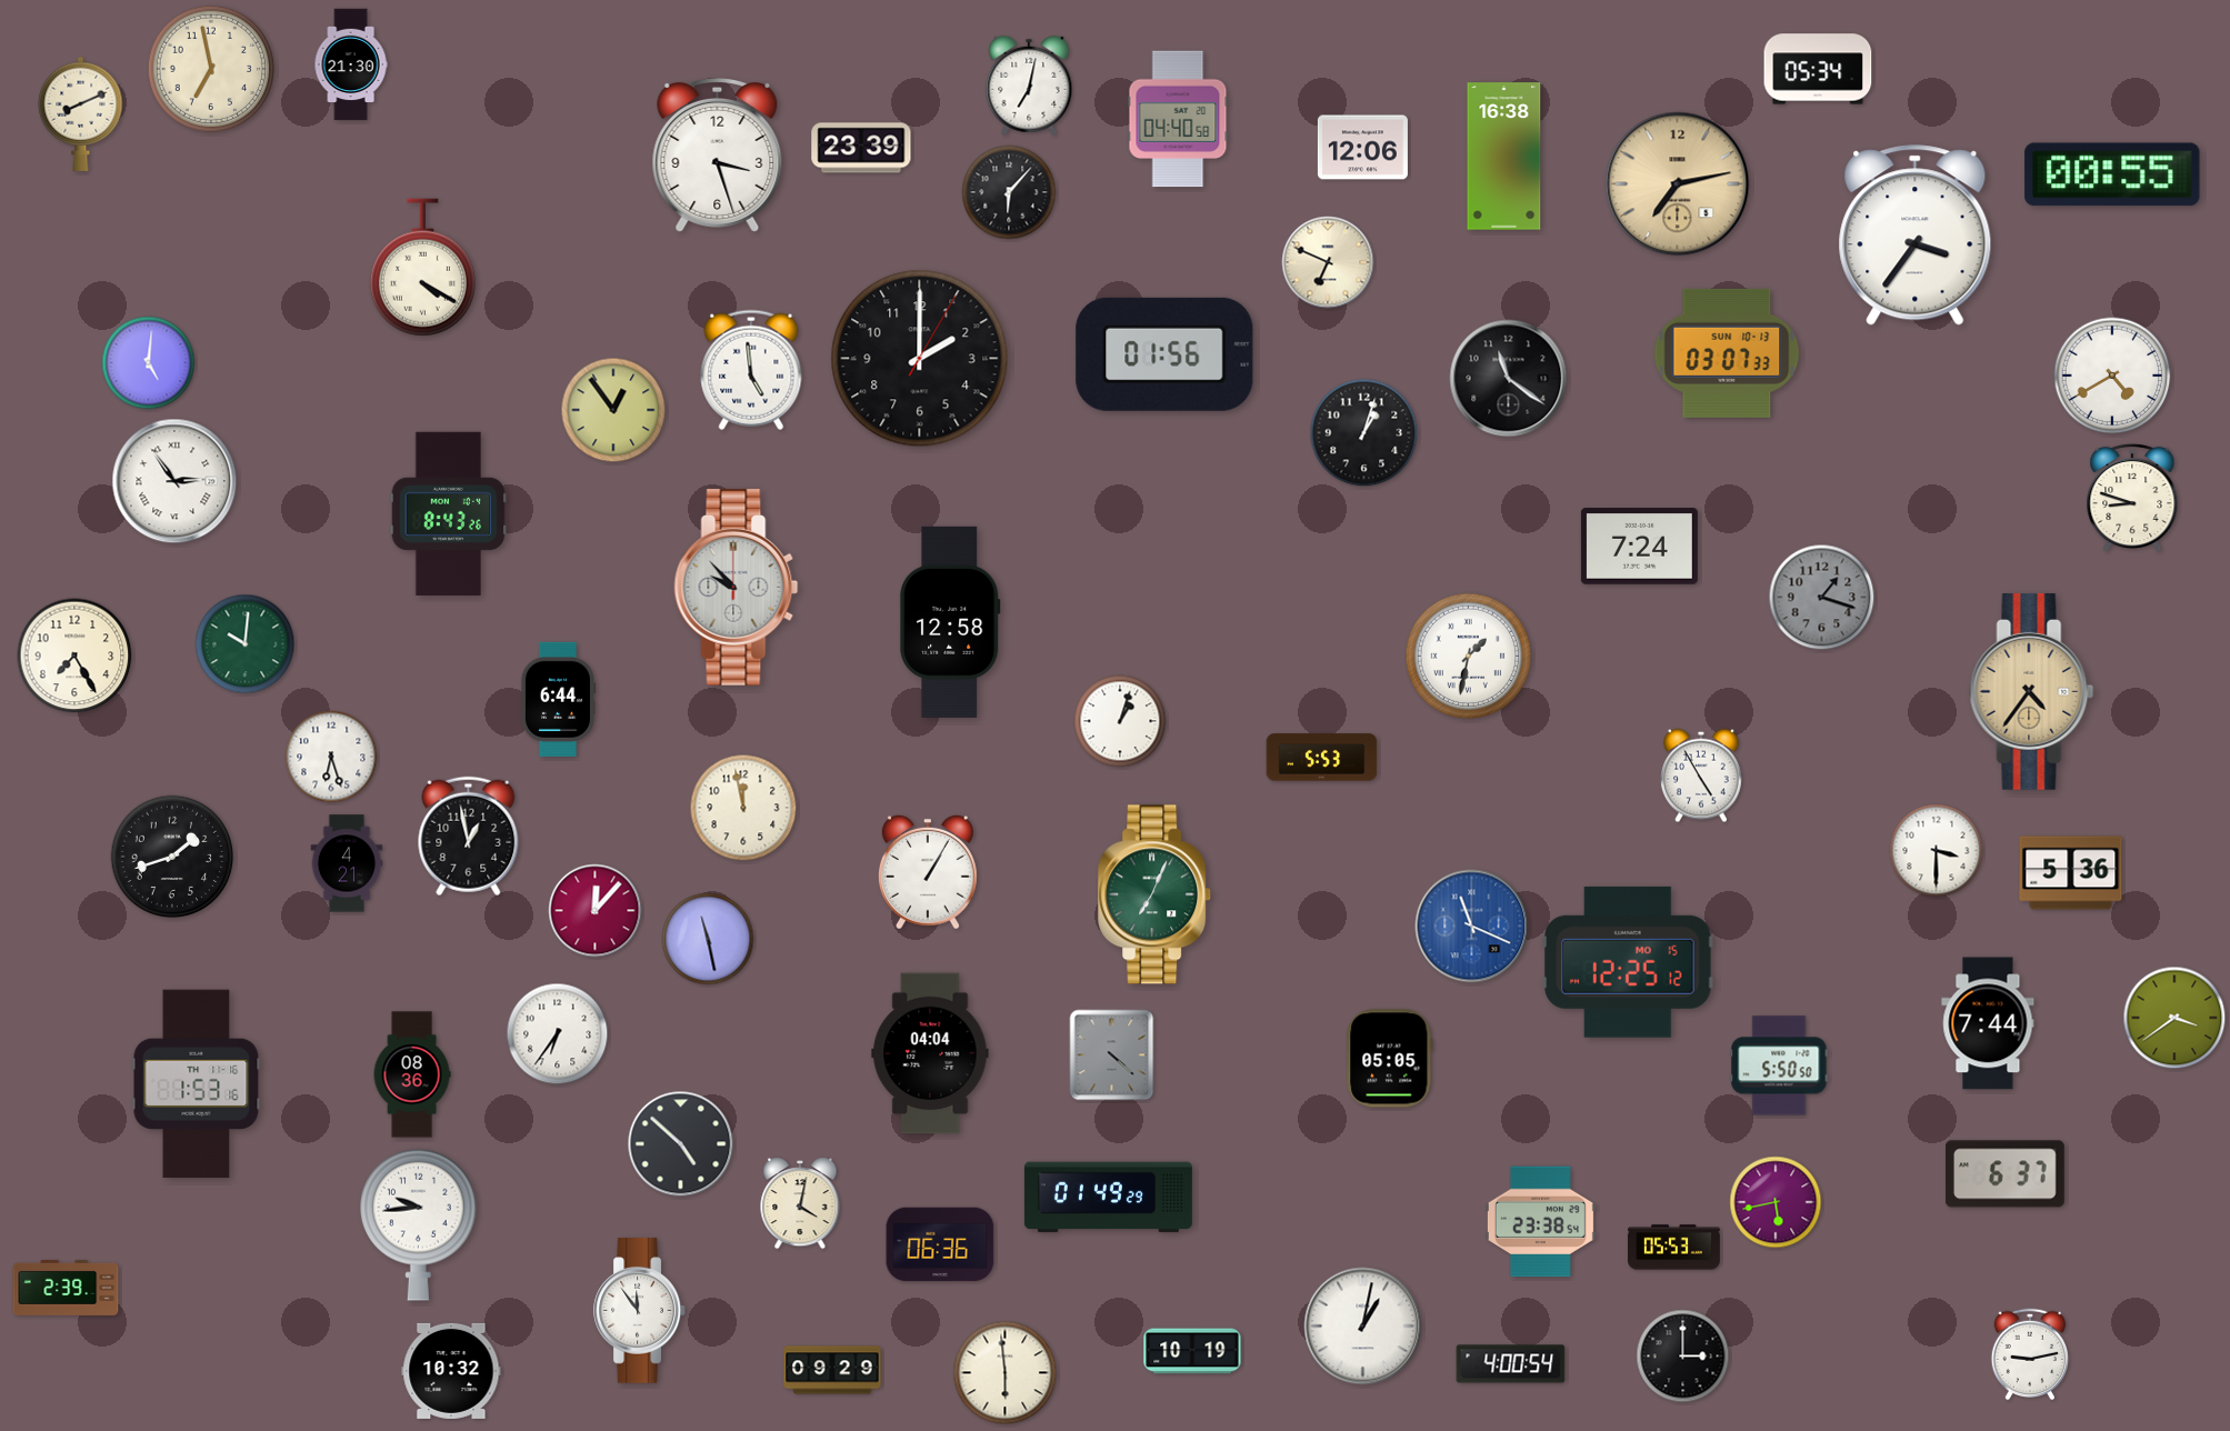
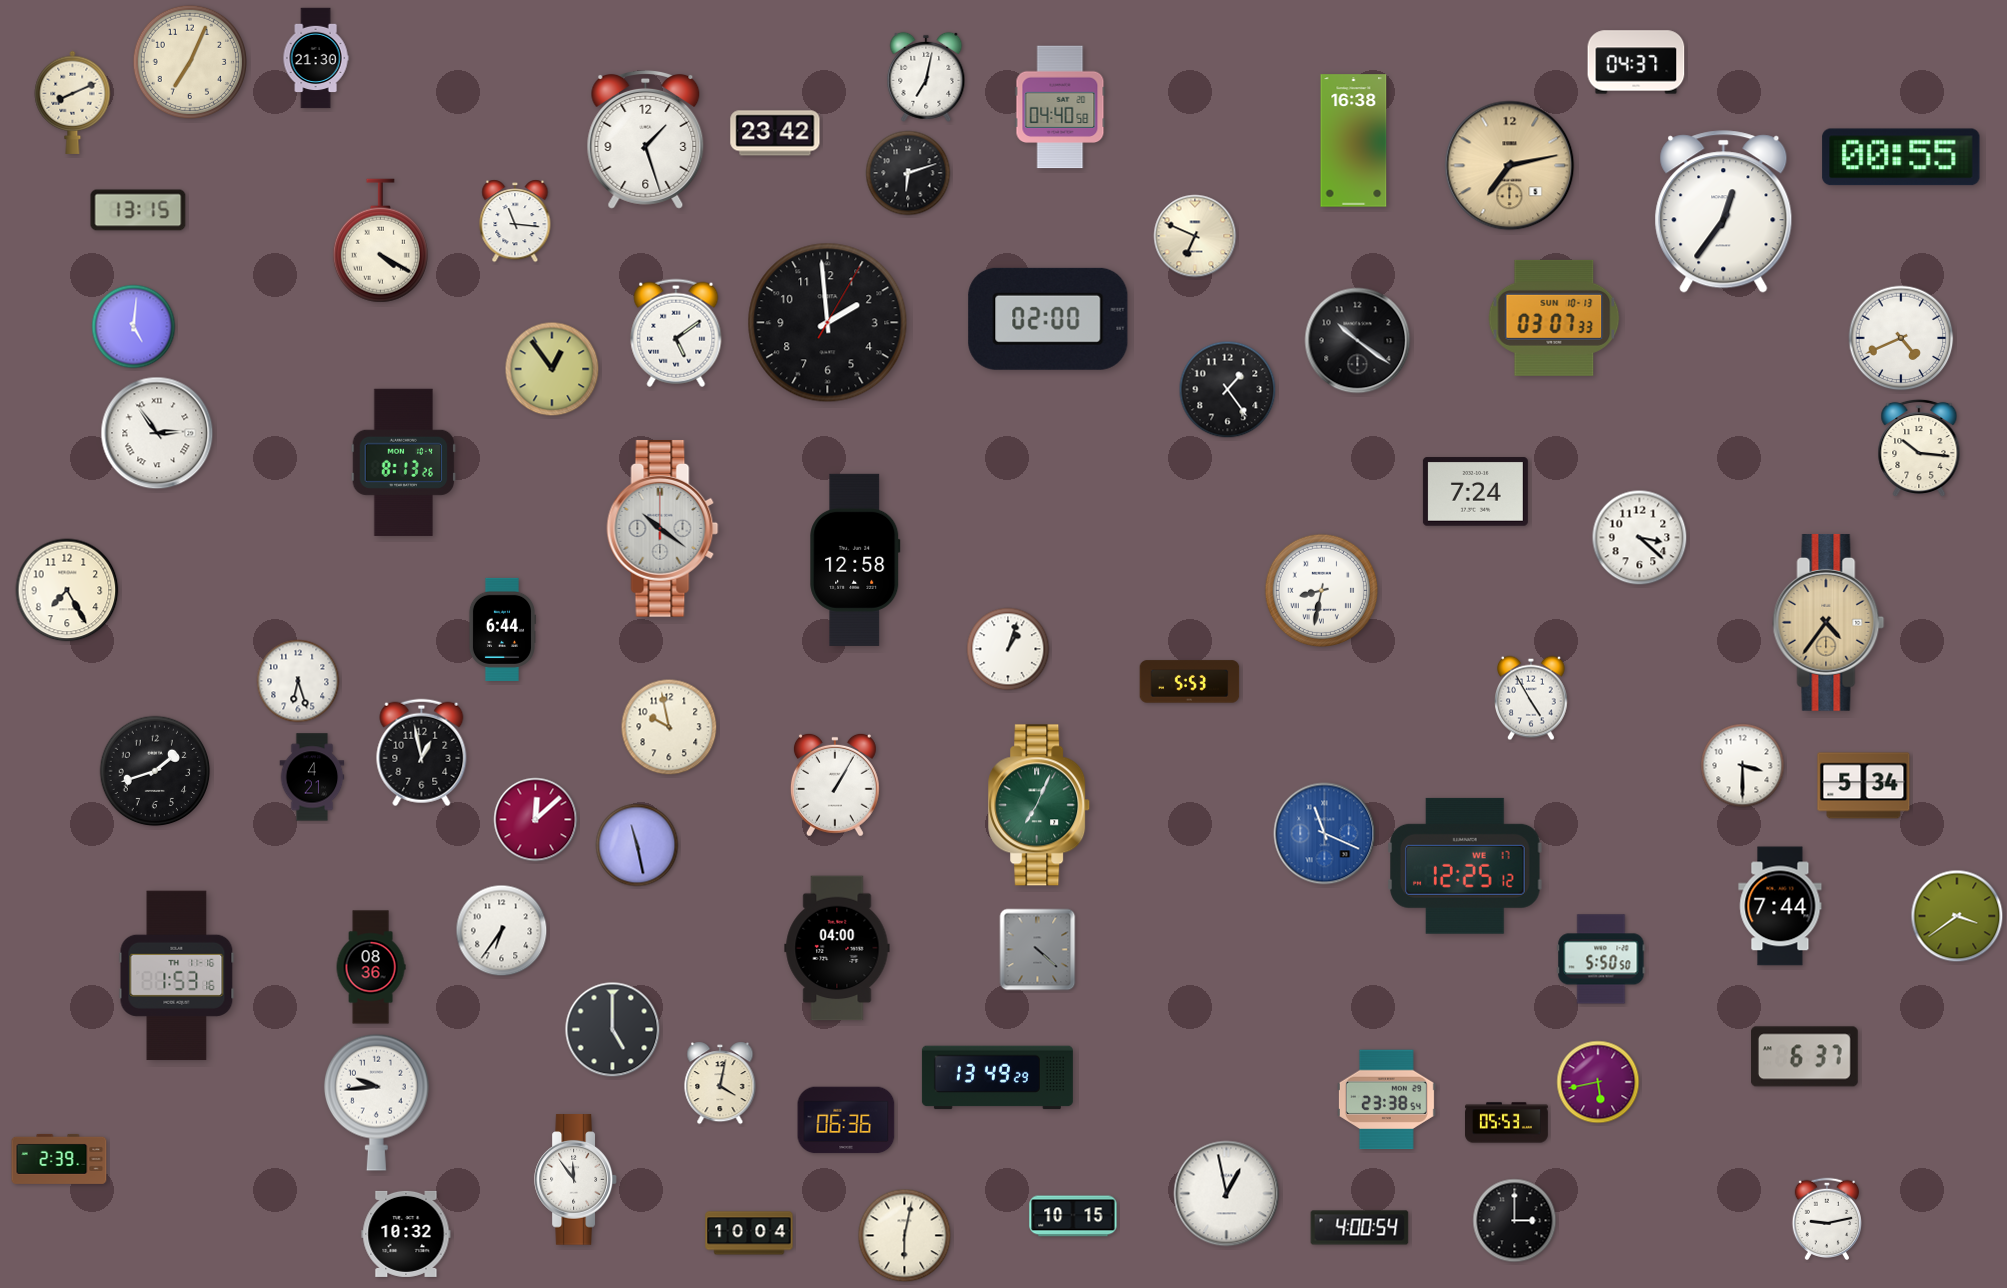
clock at (210, 68): 6:58 -> 7:04
clock at (1818, 69): 05:34 -> 04:37
clock at (861, 148): 23:39 -> 23:42
clock at (1362, 148): 12:06 -> none
clock at (718, 154): 3:27 -> 1:27
clock at (1009, 192): 6:07 -> 6:12
clock at (138, 210): none -> 13:15
clock at (1916, 236): 3:36 -> 12:36
clock at (515, 221): none -> 11:16
clock at (1164, 354): 01:56 -> 02:00
clock at (920, 359): 2:00 -> 1:59
clock at (751, 370): 4:59 -> 5:09
clock at (2112, 376): 4:40 -> 4:41
clock at (1509, 379): 11:21 -> 10:21
clock at (1364, 433): 1:03 -> 1:24
clock at (2132, 497): 8:48 -> 10:16
clock at (449, 513): 8:43 -> 8:13
clock at (737, 587): 9:53 -> 10:21
clock at (1822, 598): 1:18 -> 3:22
clock at (1822, 598) dial: grey -> white
clock at (246, 644): 10:01 -> none
clock at (1468, 656): 1:32 -> 8:32
clock at (743, 808): 11:58 -> 9:58
clock at (2071, 873): 5:36 -> 5:34
clock at (596, 911): 12:07 -> 12:08
clock at (1628, 962) date: MO 15 -> WE 17
clock at (1988, 1023) position: (1988, 1023) -> (1780, 906)
clock at (930, 1053): 04:04 -> 04:00
clock at (1112, 1055) position: (1112, 1055) -> (1038, 950)
clock at (1390, 1059): 05:05 -> none
clock at (681, 1144): 4:52 -> 5:00
clock at (1108, 1198): 01:49 -> 13:49
clock at (1363, 1327): 1:02 -> 12:58
clock at (1192, 1351): 10:19 -> 10:15
clock at (832, 1370): 09:29 -> 10:04
clock at (1006, 1373): 5:59 -> 6:02
